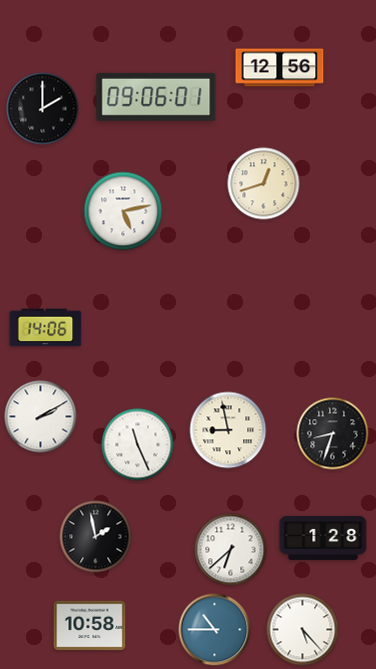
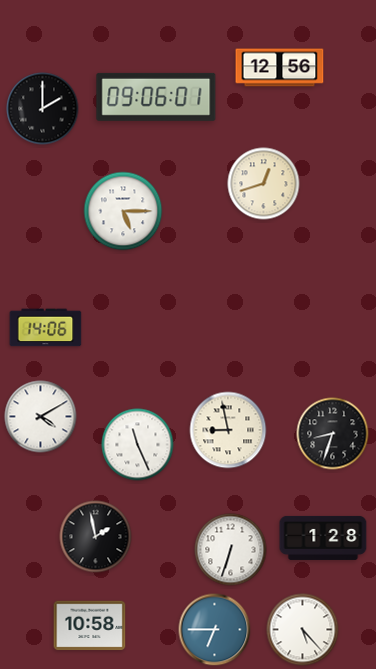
clock at (123, 211): 5:13 -> 5:15
clock at (41, 417): 2:10 -> 4:10
clock at (231, 550): 6:38 -> 6:33
clock at (215, 630): 10:45 -> 6:45
